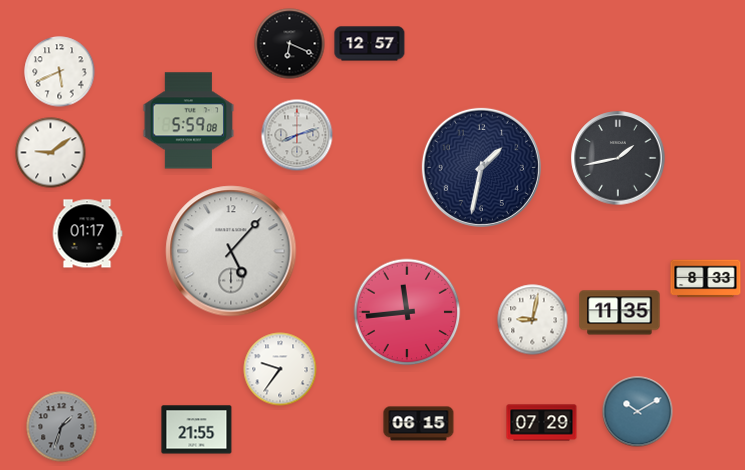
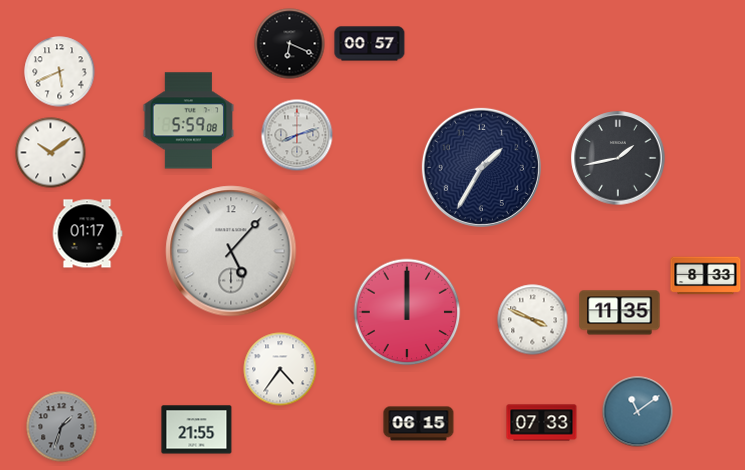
clock at (370, 44): 12:57 -> 00:57
clock at (51, 153): 9:09 -> 10:09
clock at (481, 167): 1:32 -> 1:35
clock at (706, 279) position: (706, 279) -> (706, 276)
clock at (407, 312): 11:44 -> 12:00
clock at (533, 320): 9:02 -> 3:49
clock at (280, 369): 9:36 -> 4:36
clock at (638, 412): 10:10 -> 11:09
clock at (542, 423): 07:29 -> 07:33
